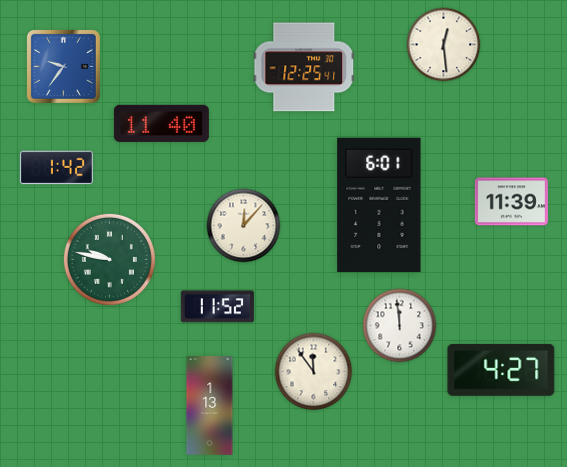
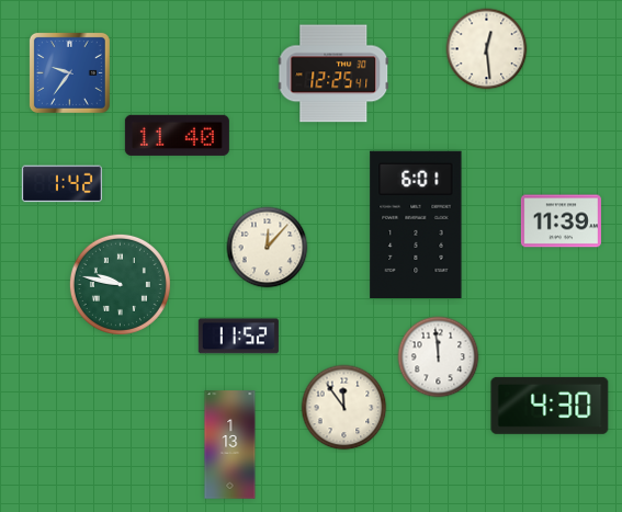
clock at (501, 370): 4:27 -> 4:30
